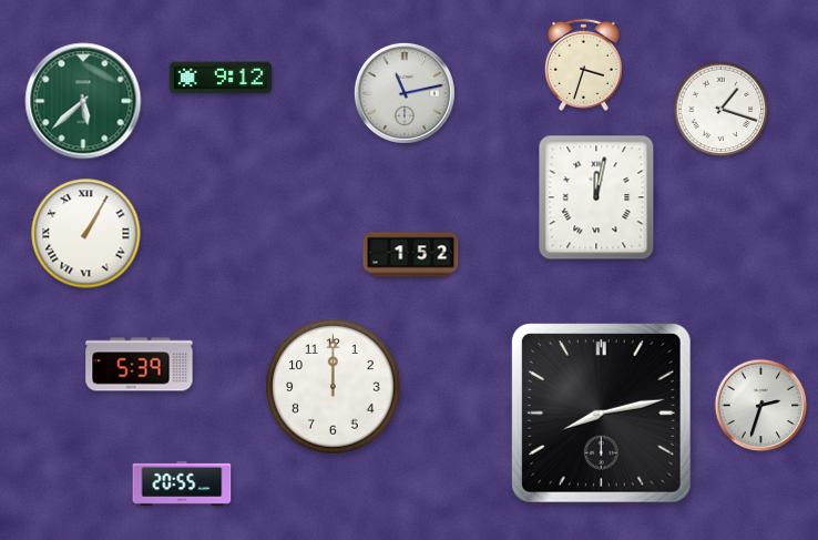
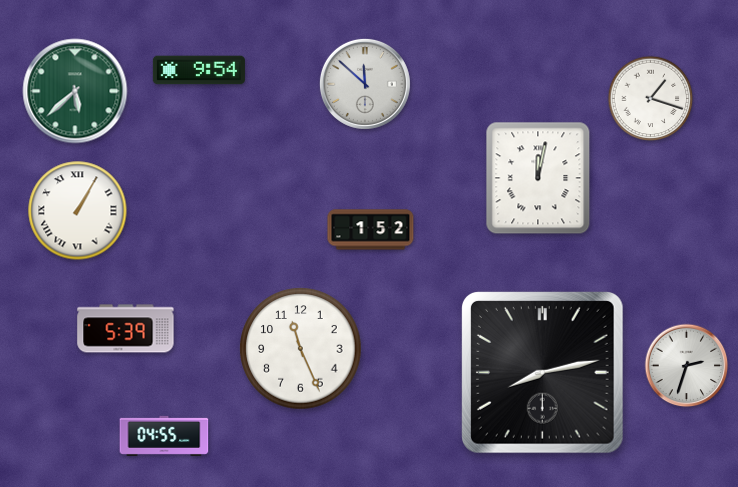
clock at (583, 64): 3:33 -> none
clock at (221, 78): 9:12 -> 9:54
clock at (405, 93): 11:13 -> 11:52
clock at (334, 387): 12:00 -> 11:26
clock at (182, 483): 20:55 -> 04:55
